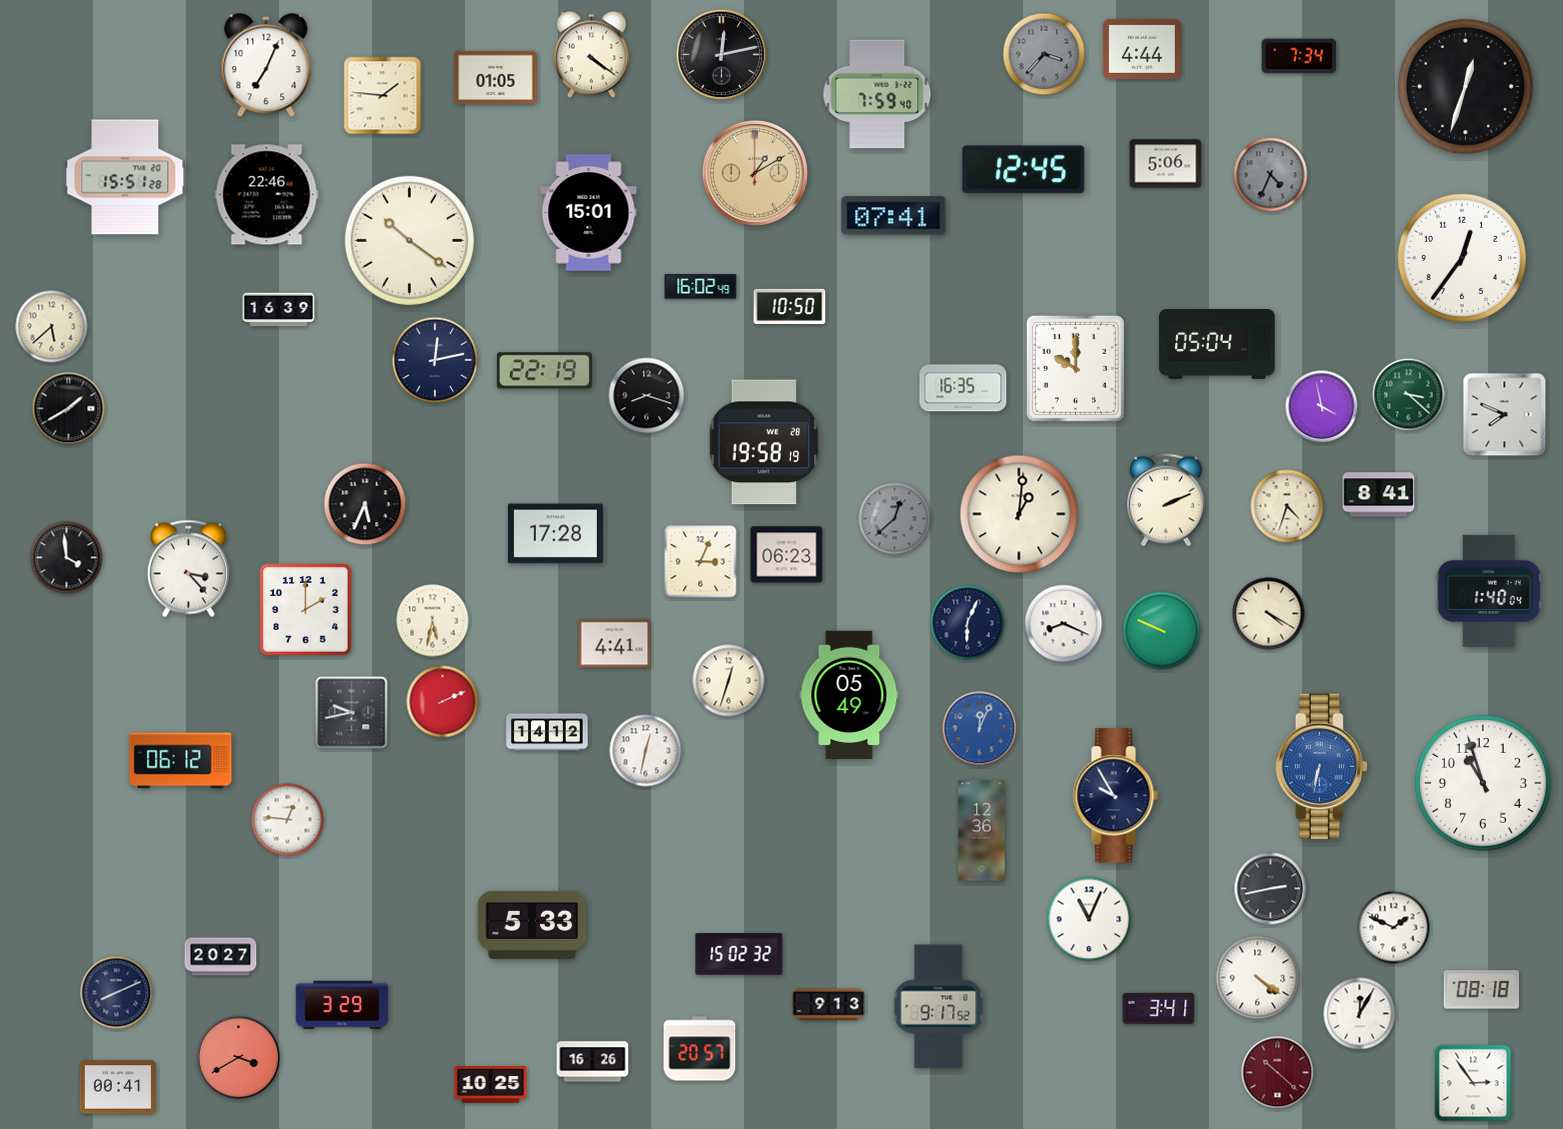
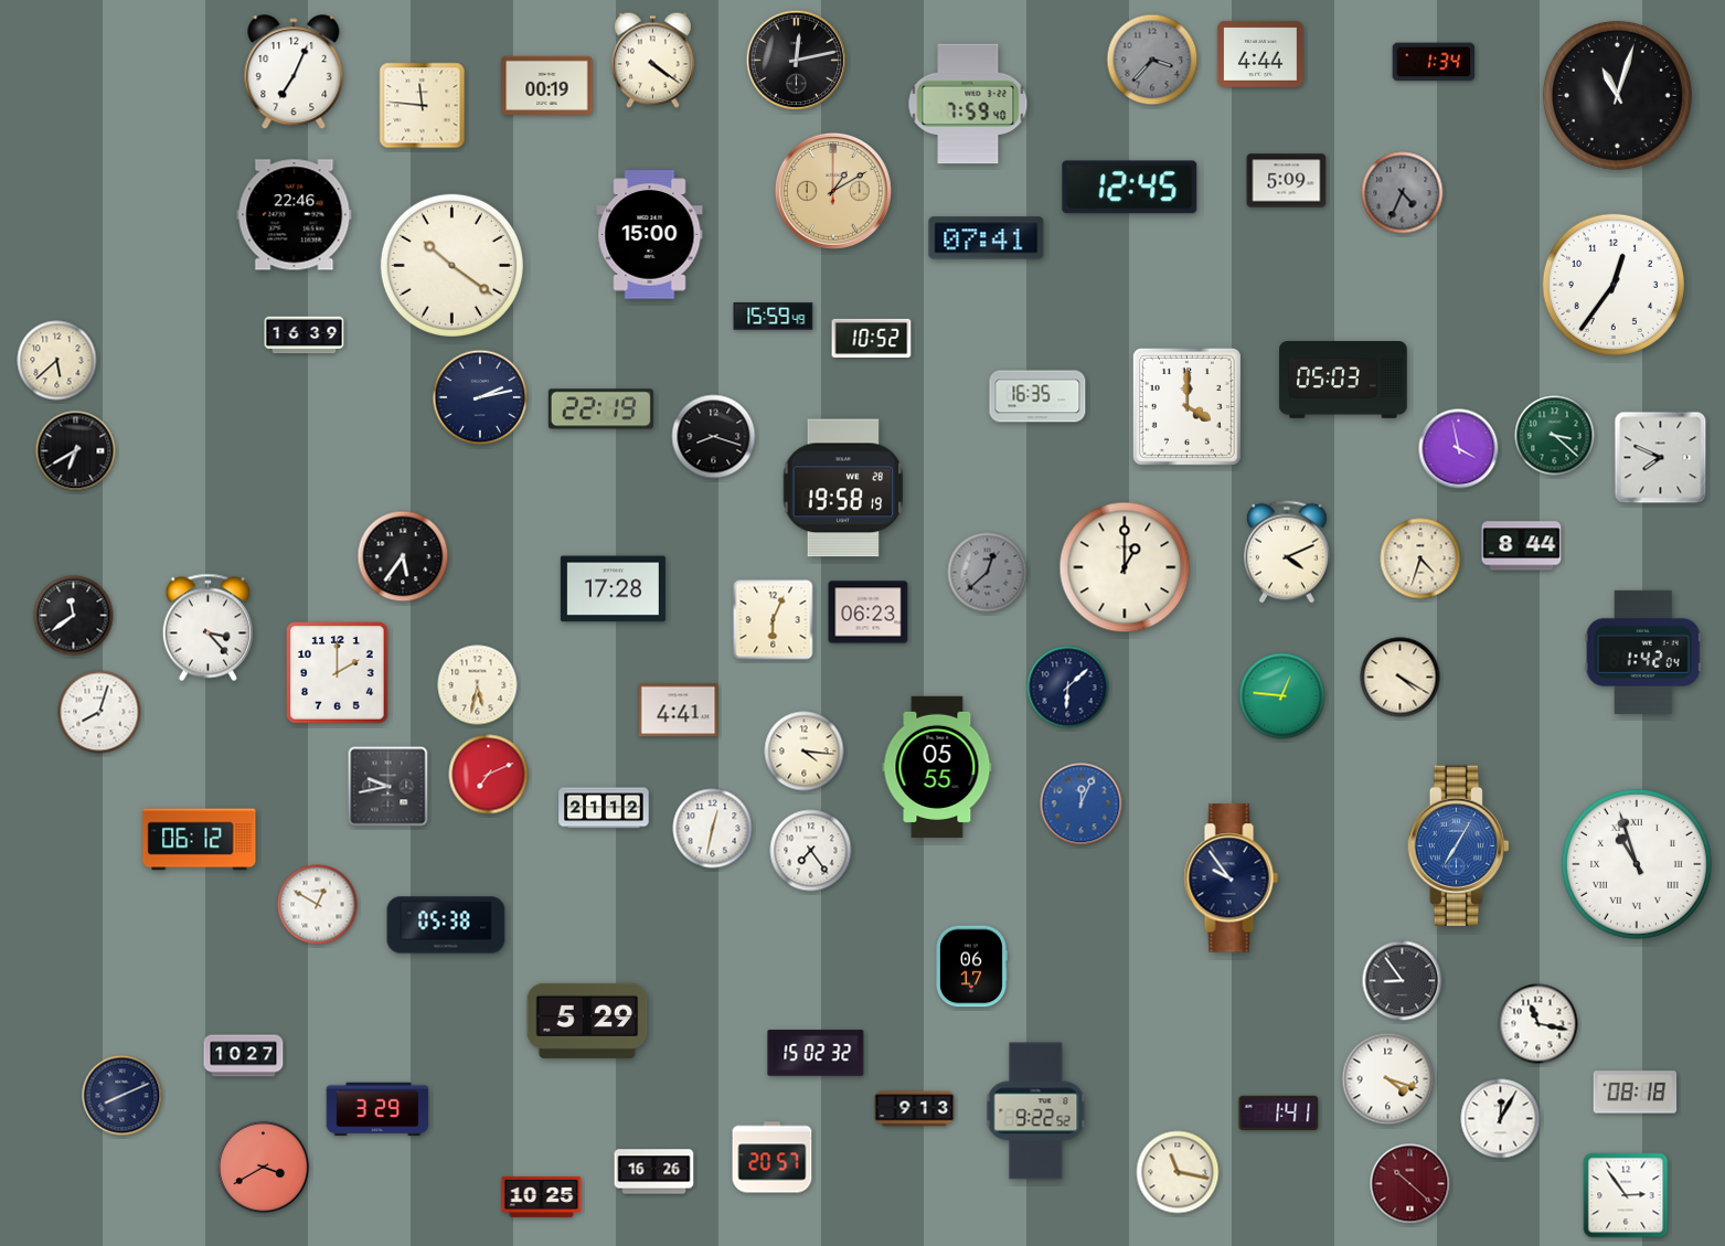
clock at (1299, 56): 7:34 -> 1:34
clock at (496, 77): 01:05 -> 00:19
clock at (1465, 86): 12:33 -> 11:03
clock at (383, 96): 1:46 -> 11:46
clock at (1166, 164): 5:06 -> 5:09
clock at (125, 177): 15:51 -> none
clock at (589, 213): 15:01 -> 15:00
clock at (701, 287): 16:02 -> 15:59
clock at (790, 306): 10:50 -> 10:52
clock at (279, 310) position: (279, 310) -> (305, 336)
clock at (1217, 345): 05:04 -> 05:03
clock at (435, 360): 12:13 -> 2:13
clock at (1075, 368): 10:00 -> 4:00
clock at (963, 388) position: (963, 388) -> (1037, 396)
clock at (69, 409): 1:40 -> 6:40
clock at (1379, 495): 8:41 -> 8:44
clock at (1167, 500): 2:11 -> 4:11
clock at (365, 504): 5:34 -> 5:36
clock at (1019, 514): 1:01 -> 1:00
clock at (67, 558): 3:59 -> 11:39
clock at (701, 562): 3:04 -> 6:04
clock at (1489, 591): 1:40 -> 1:42
clock at (968, 623): 6:04 -> 6:08
clock at (1064, 624): 8:19 -> none
clock at (1162, 631): 9:49 -> 12:46
clock at (99, 712): none -> 8:03
clock at (729, 681): 12:33 -> 4:16
clock at (849, 694): 05:49 -> 05:55
clock at (443, 702): 2:11 -> 7:11
clock at (547, 732): 14:12 -> 21:12
clock at (1321, 766): 6:32 -> 7:05
clock at (811, 851): none -> 7:24
clock at (1483, 783) numerals: Arabic -> Roman
clock at (1115, 796): 9:55 -> 9:54
clock at (288, 820): 12:46 -> 12:50
clock at (982, 831): 12:36 -> none
clock at (446, 925): none -> 05:38
clock at (972, 967): none -> 06:17
clock at (1271, 889): 2:43 -> 8:54
clock at (1089, 919): 11:04 -> none
clock at (532, 925): 5:33 -> 5:29
clock at (1394, 928): 1:49 -> 11:17
clock at (221, 957): 20:27 -> 10:27
clock at (1258, 978): 4:21 -> 4:18
clock at (117, 993) position: (117, 993) -> (123, 1096)
clock at (939, 1007): 9:17 -> 9:22
clock at (1159, 1008): 3:41 -> 1:41
clock at (1178, 1172): none -> 11:17
clock at (118, 1087): 00:41 -> none
